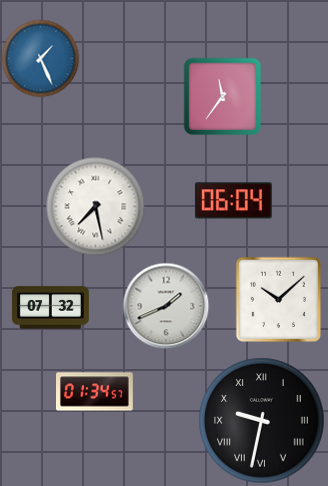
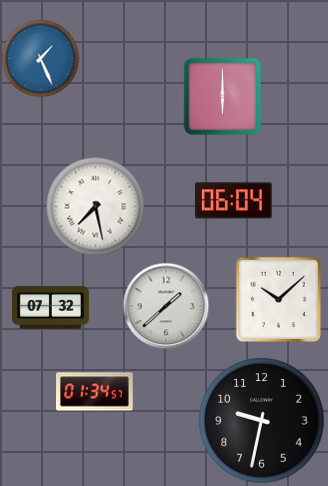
clock at (222, 96): 11:36 -> 6:00
clock at (166, 306): 1:41 -> 1:38
clock at (262, 421) numerals: Roman -> Arabic
